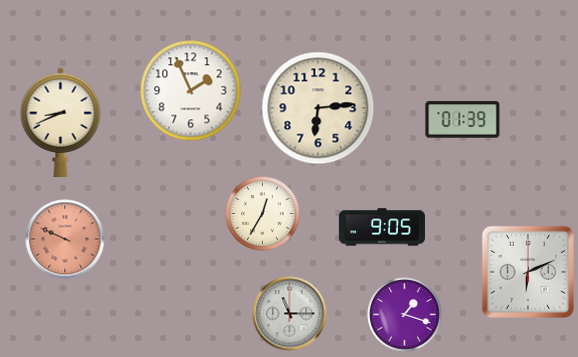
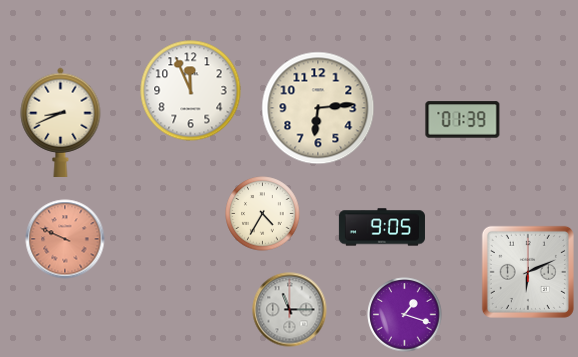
clock at (191, 91): 1:56 -> 11:56
clock at (263, 214): 12:35 -> 4:35
clock at (290, 314) position: (290, 314) -> (290, 310)
